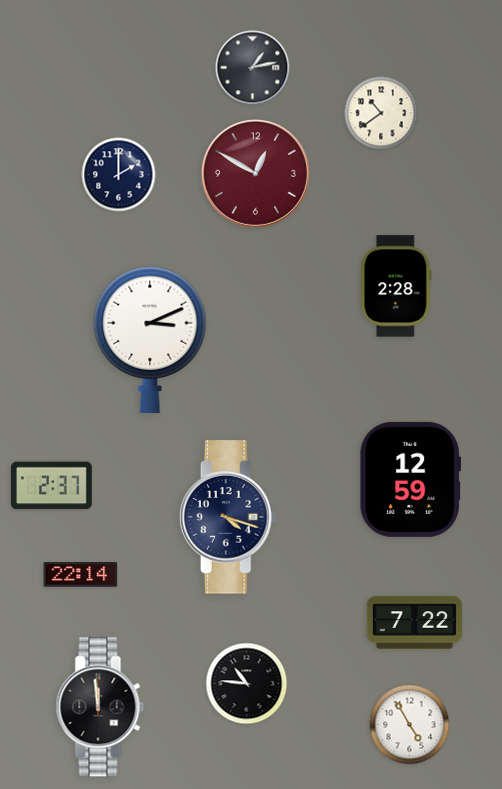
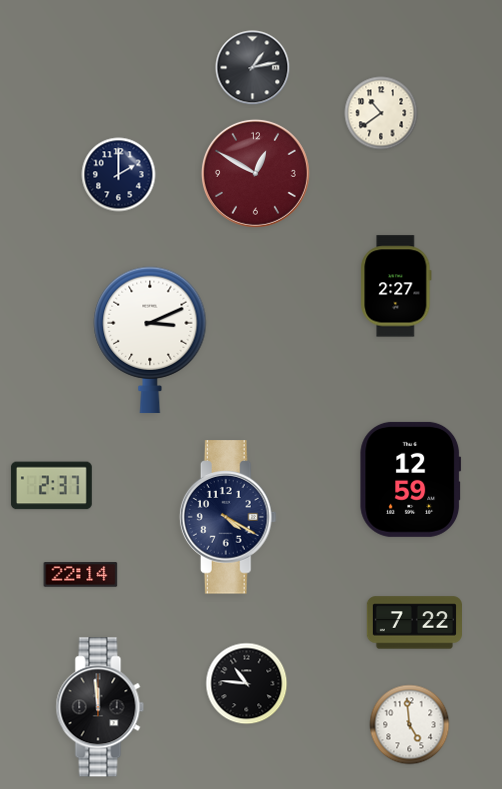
clock at (396, 286): 2:28 -> 2:27
clock at (228, 517): 4:18 -> 4:20
clock at (410, 725): 4:55 -> 4:59
